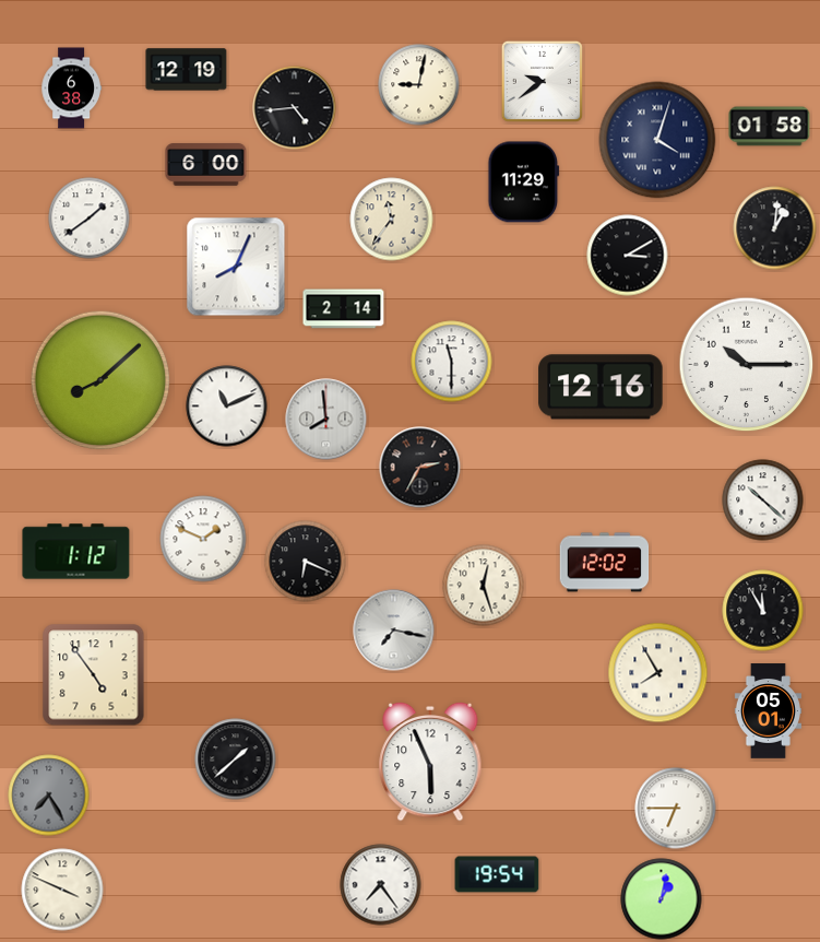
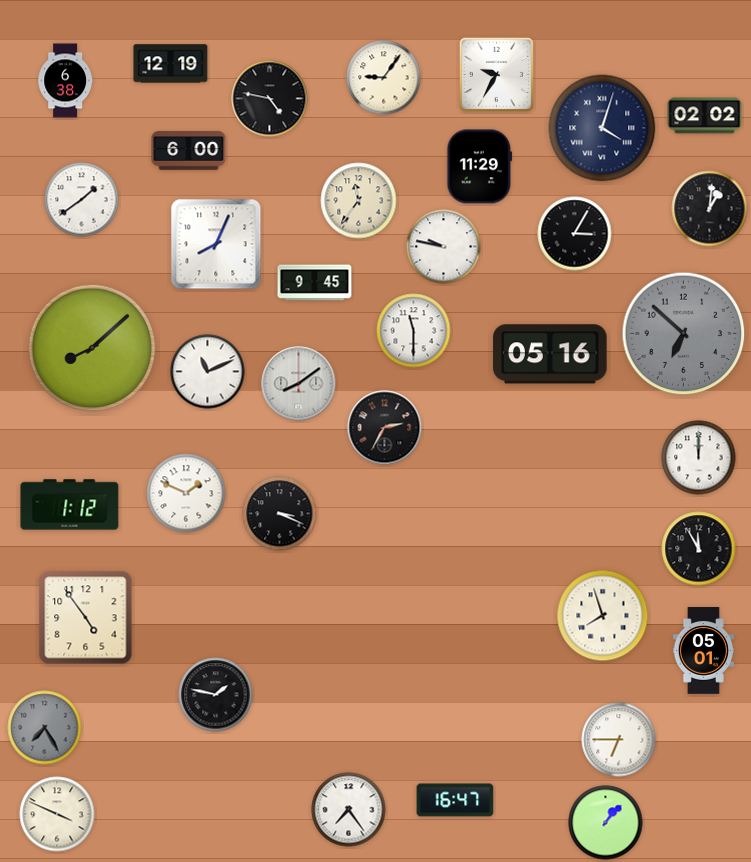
clock at (542, 81): 9:39 -> 9:35
clock at (419, 85): 9:02 -> 9:06
clock at (295, 108): 4:44 -> 4:47
clock at (770, 127): 01:58 -> 02:02
clock at (628, 256): 3:10 -> 3:05
clock at (444, 247): none -> 9:47
clock at (344, 309): 2:14 -> 9:45
clock at (747, 365): 10:15 -> 6:52
clock at (747, 365) dial: white -> grey
clock at (601, 387): 12:16 -> 05:16
clock at (326, 420): 7:59 -> 8:09
clock at (763, 501): 10:22 -> 12:00
clock at (306, 562): 6:19 -> 3:19
clock at (605, 563): 12:02 -> none
clock at (484, 586): 12:27 -> none
clock at (763, 611) position: (763, 611) -> (699, 549)
clock at (394, 631): 7:17 -> none
clock at (658, 673): 7:55 -> 7:57
clock at (236, 760): 1:38 -> 1:47
clock at (430, 762): 5:56 -> none
clock at (497, 874): 19:54 -> 16:47
clock at (662, 899): 1:02 -> 1:07
